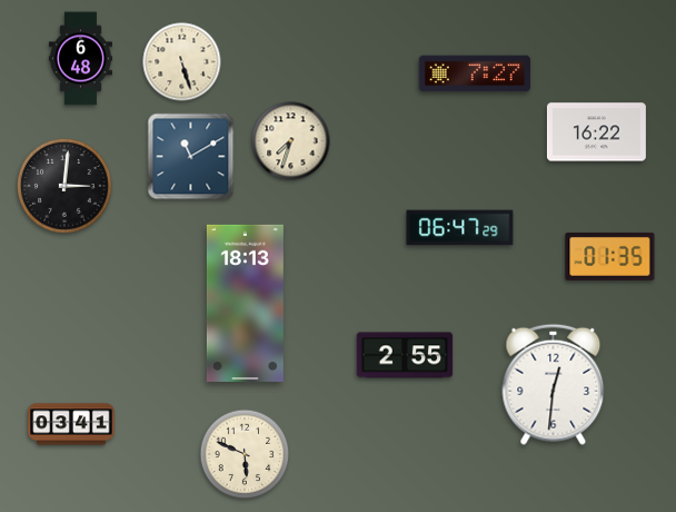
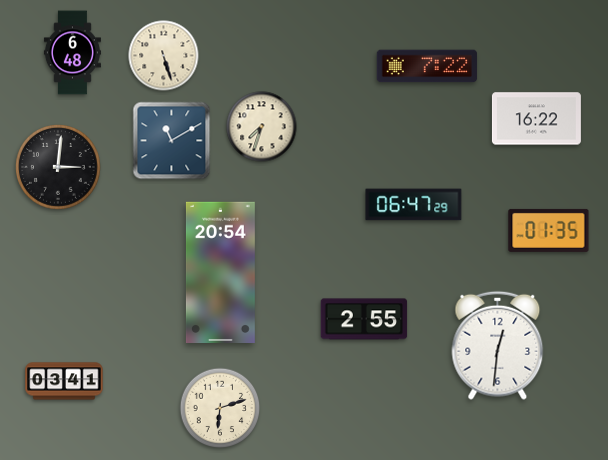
clock at (475, 73): 7:27 -> 7:22
clock at (245, 303): 18:13 -> 20:54
clock at (245, 454): 5:49 -> 6:12
